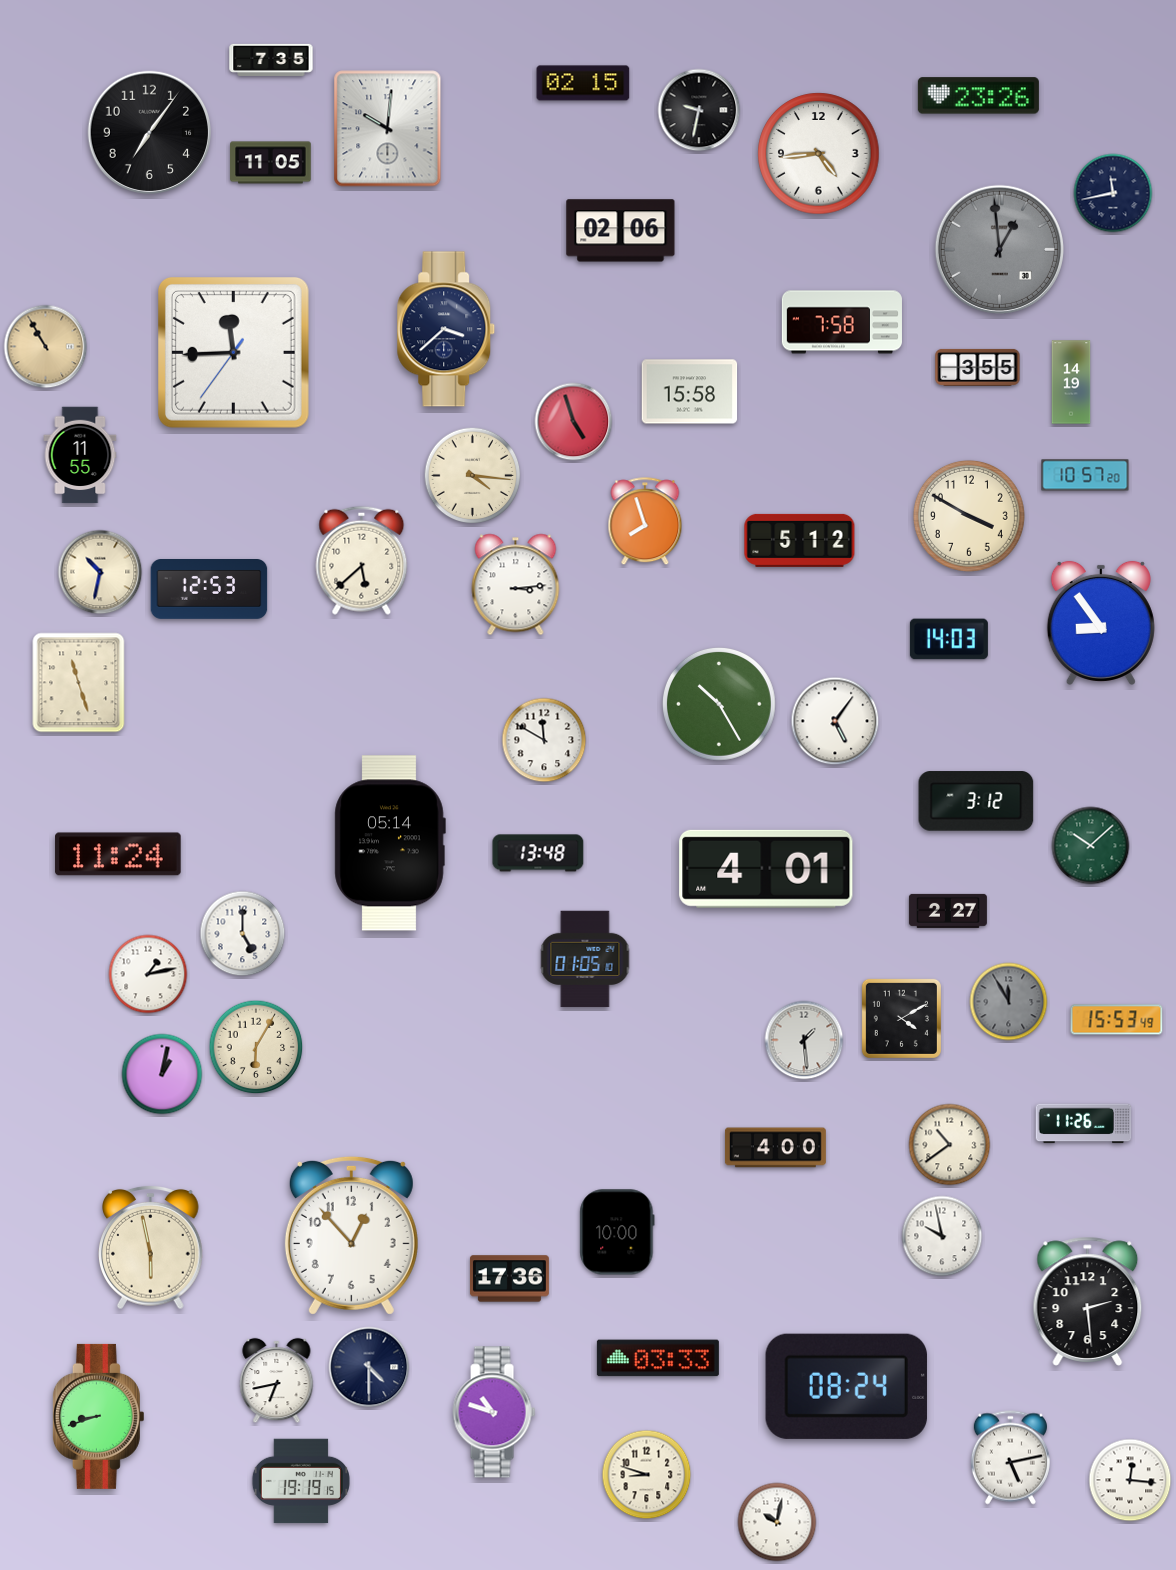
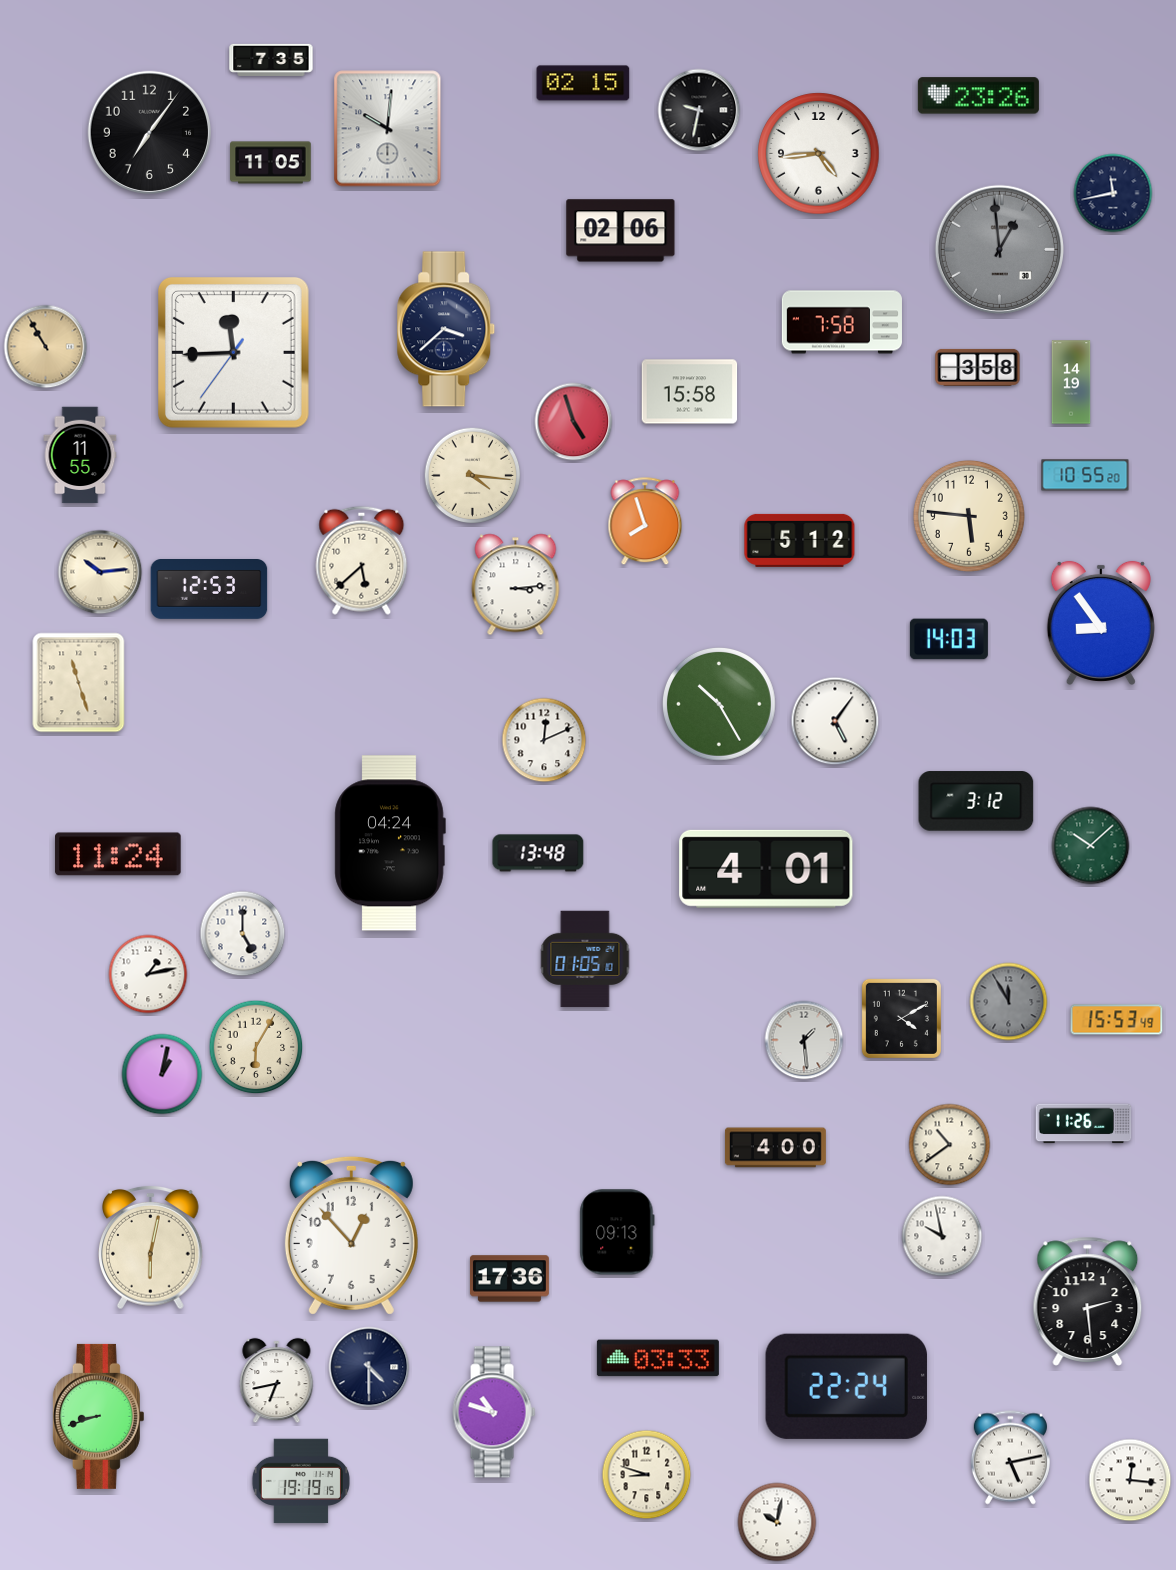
clock at (978, 367): 3:55 -> 3:58
clock at (1085, 475): 10:57 -> 10:55
clock at (969, 516): 3:50 -> 5:46
clock at (100, 572): 10:32 -> 10:14
clock at (544, 740): 11:50 -> 12:11
clock at (390, 843): 05:14 -> 04:24
clock at (948, 911): 2:27 -> none
clock at (617, 1232): 10:00 -> 09:13
clock at (151, 1247): 5:58 -> 6:02
clock at (846, 1386): 08:24 -> 22:24
